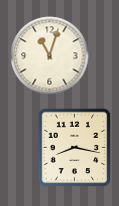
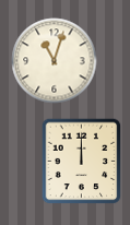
clock at (75, 147): 8:17 -> 12:00
